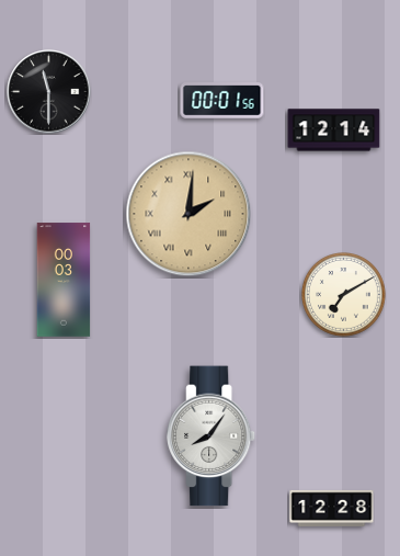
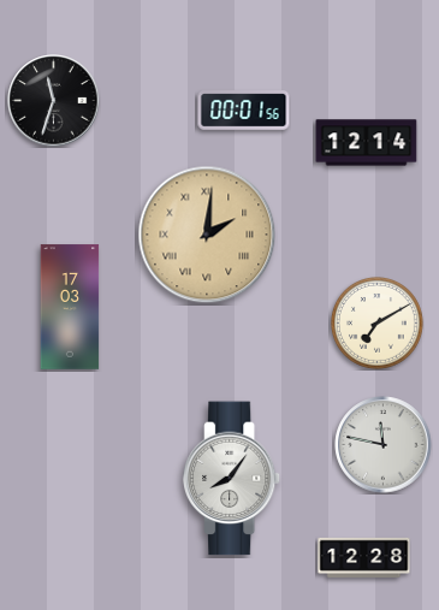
clock at (49, 92): 11:30 -> 11:33
clock at (64, 280): 00:03 -> 17:03
clock at (384, 445): none -> 11:47
